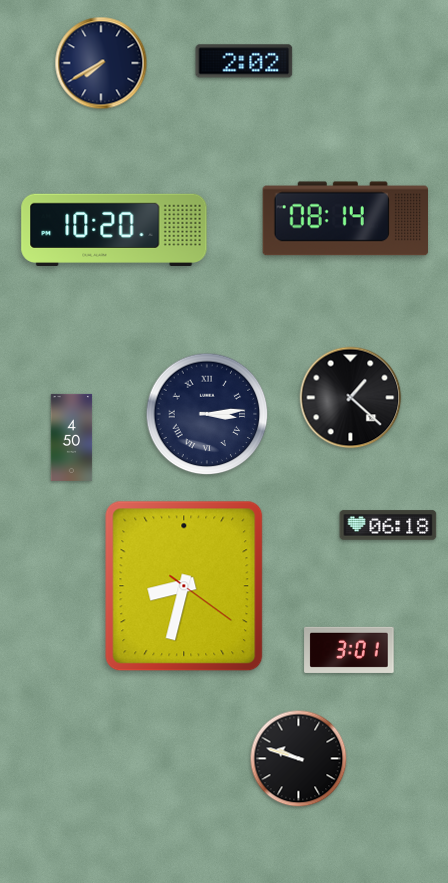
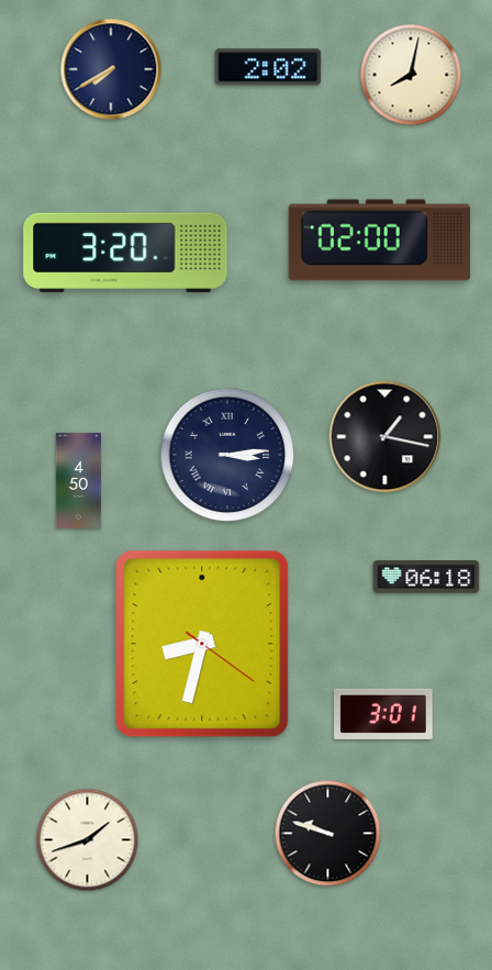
clock at (411, 75): none -> 8:02
clock at (345, 219): 08:14 -> 02:00
clock at (114, 230): 10:20 -> 3:20
clock at (351, 398): 1:22 -> 1:17
clock at (88, 840): none -> 1:42
